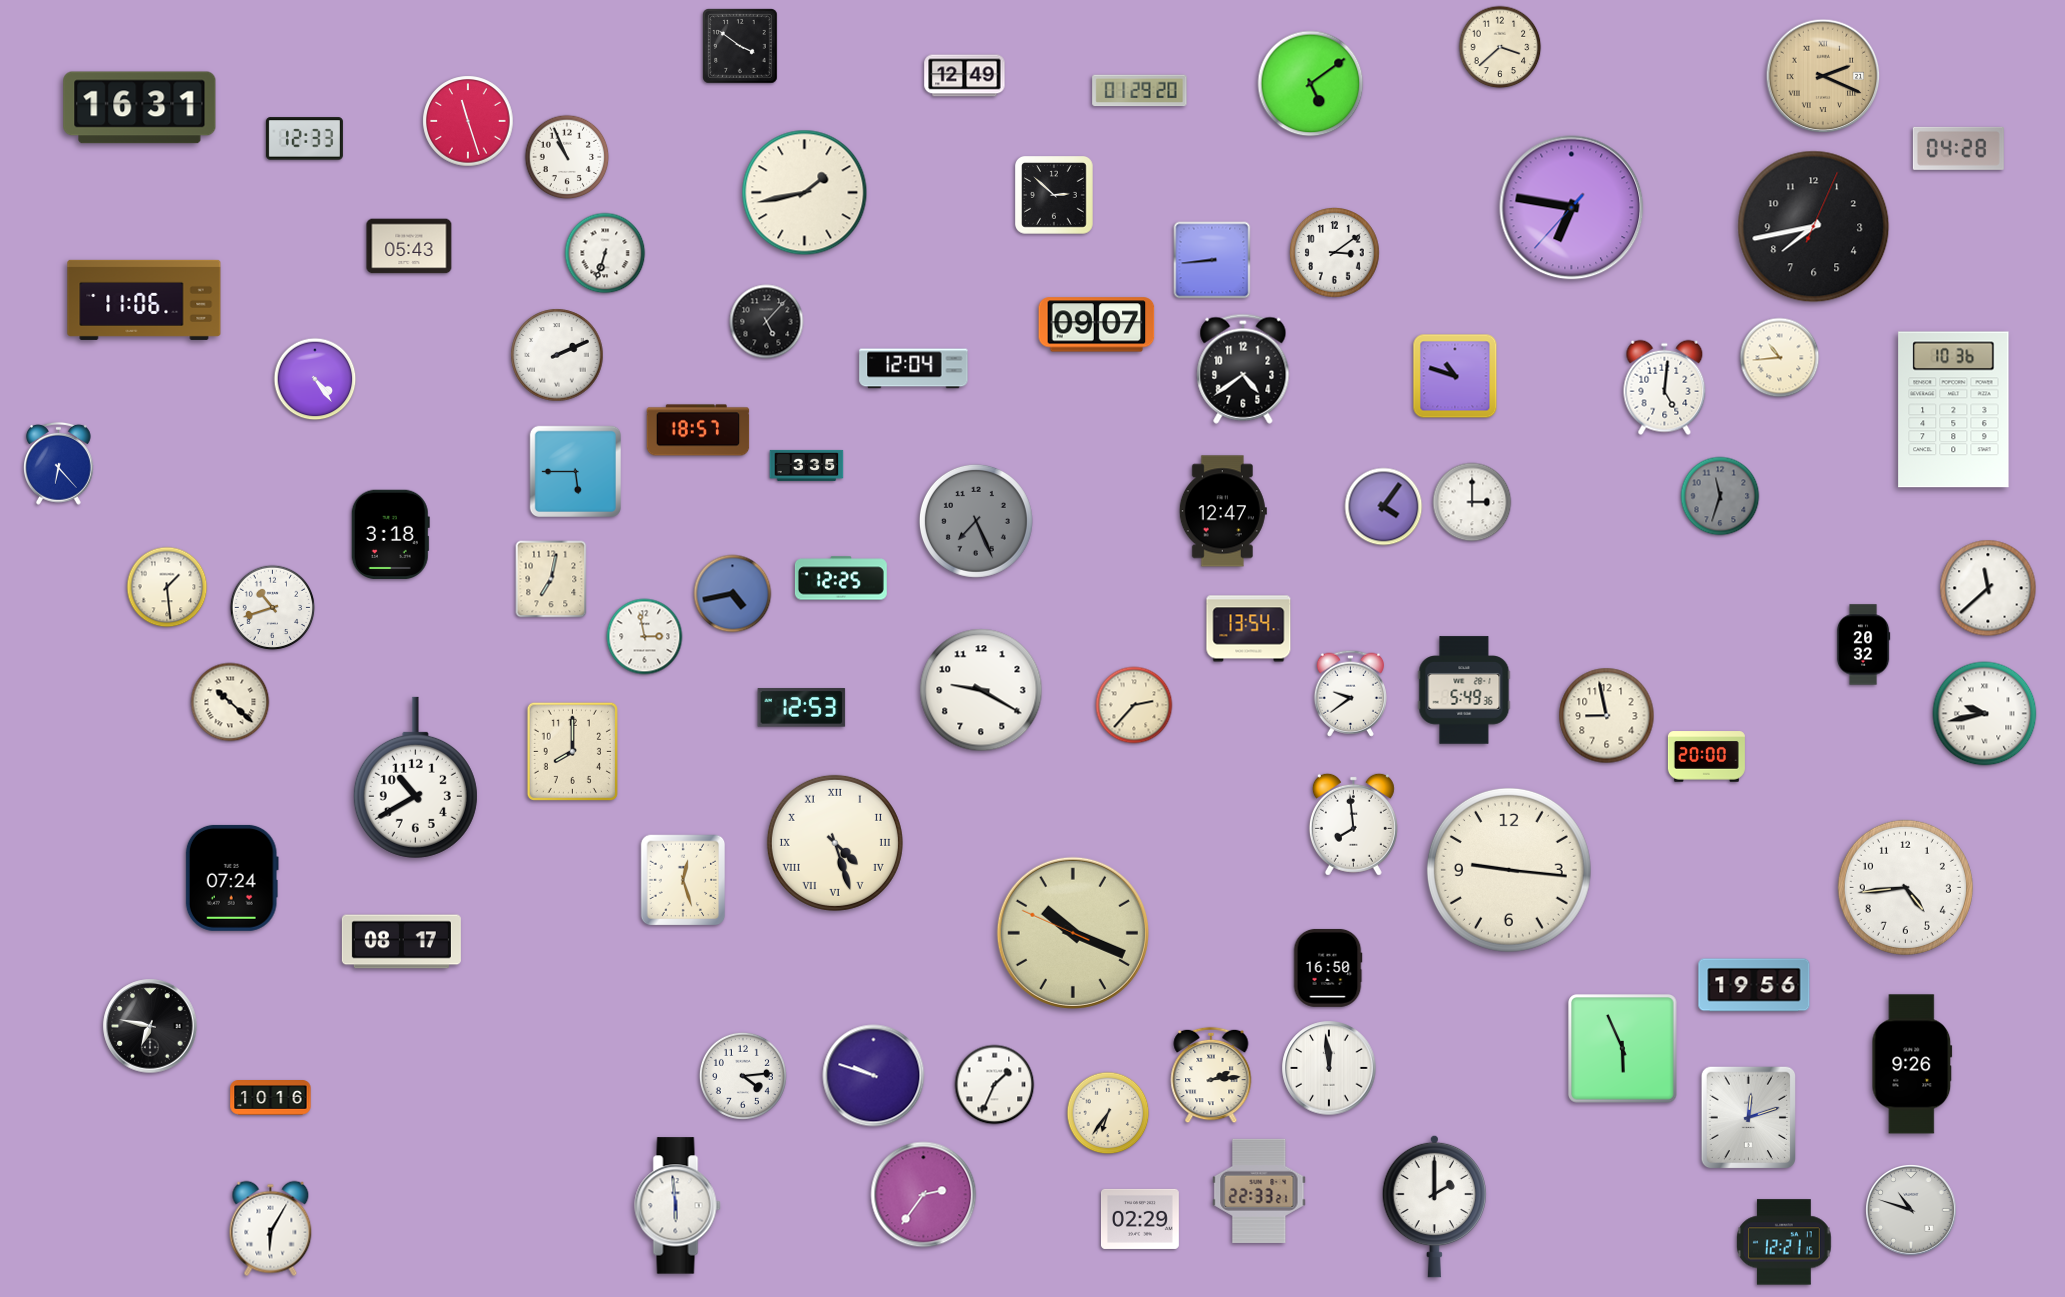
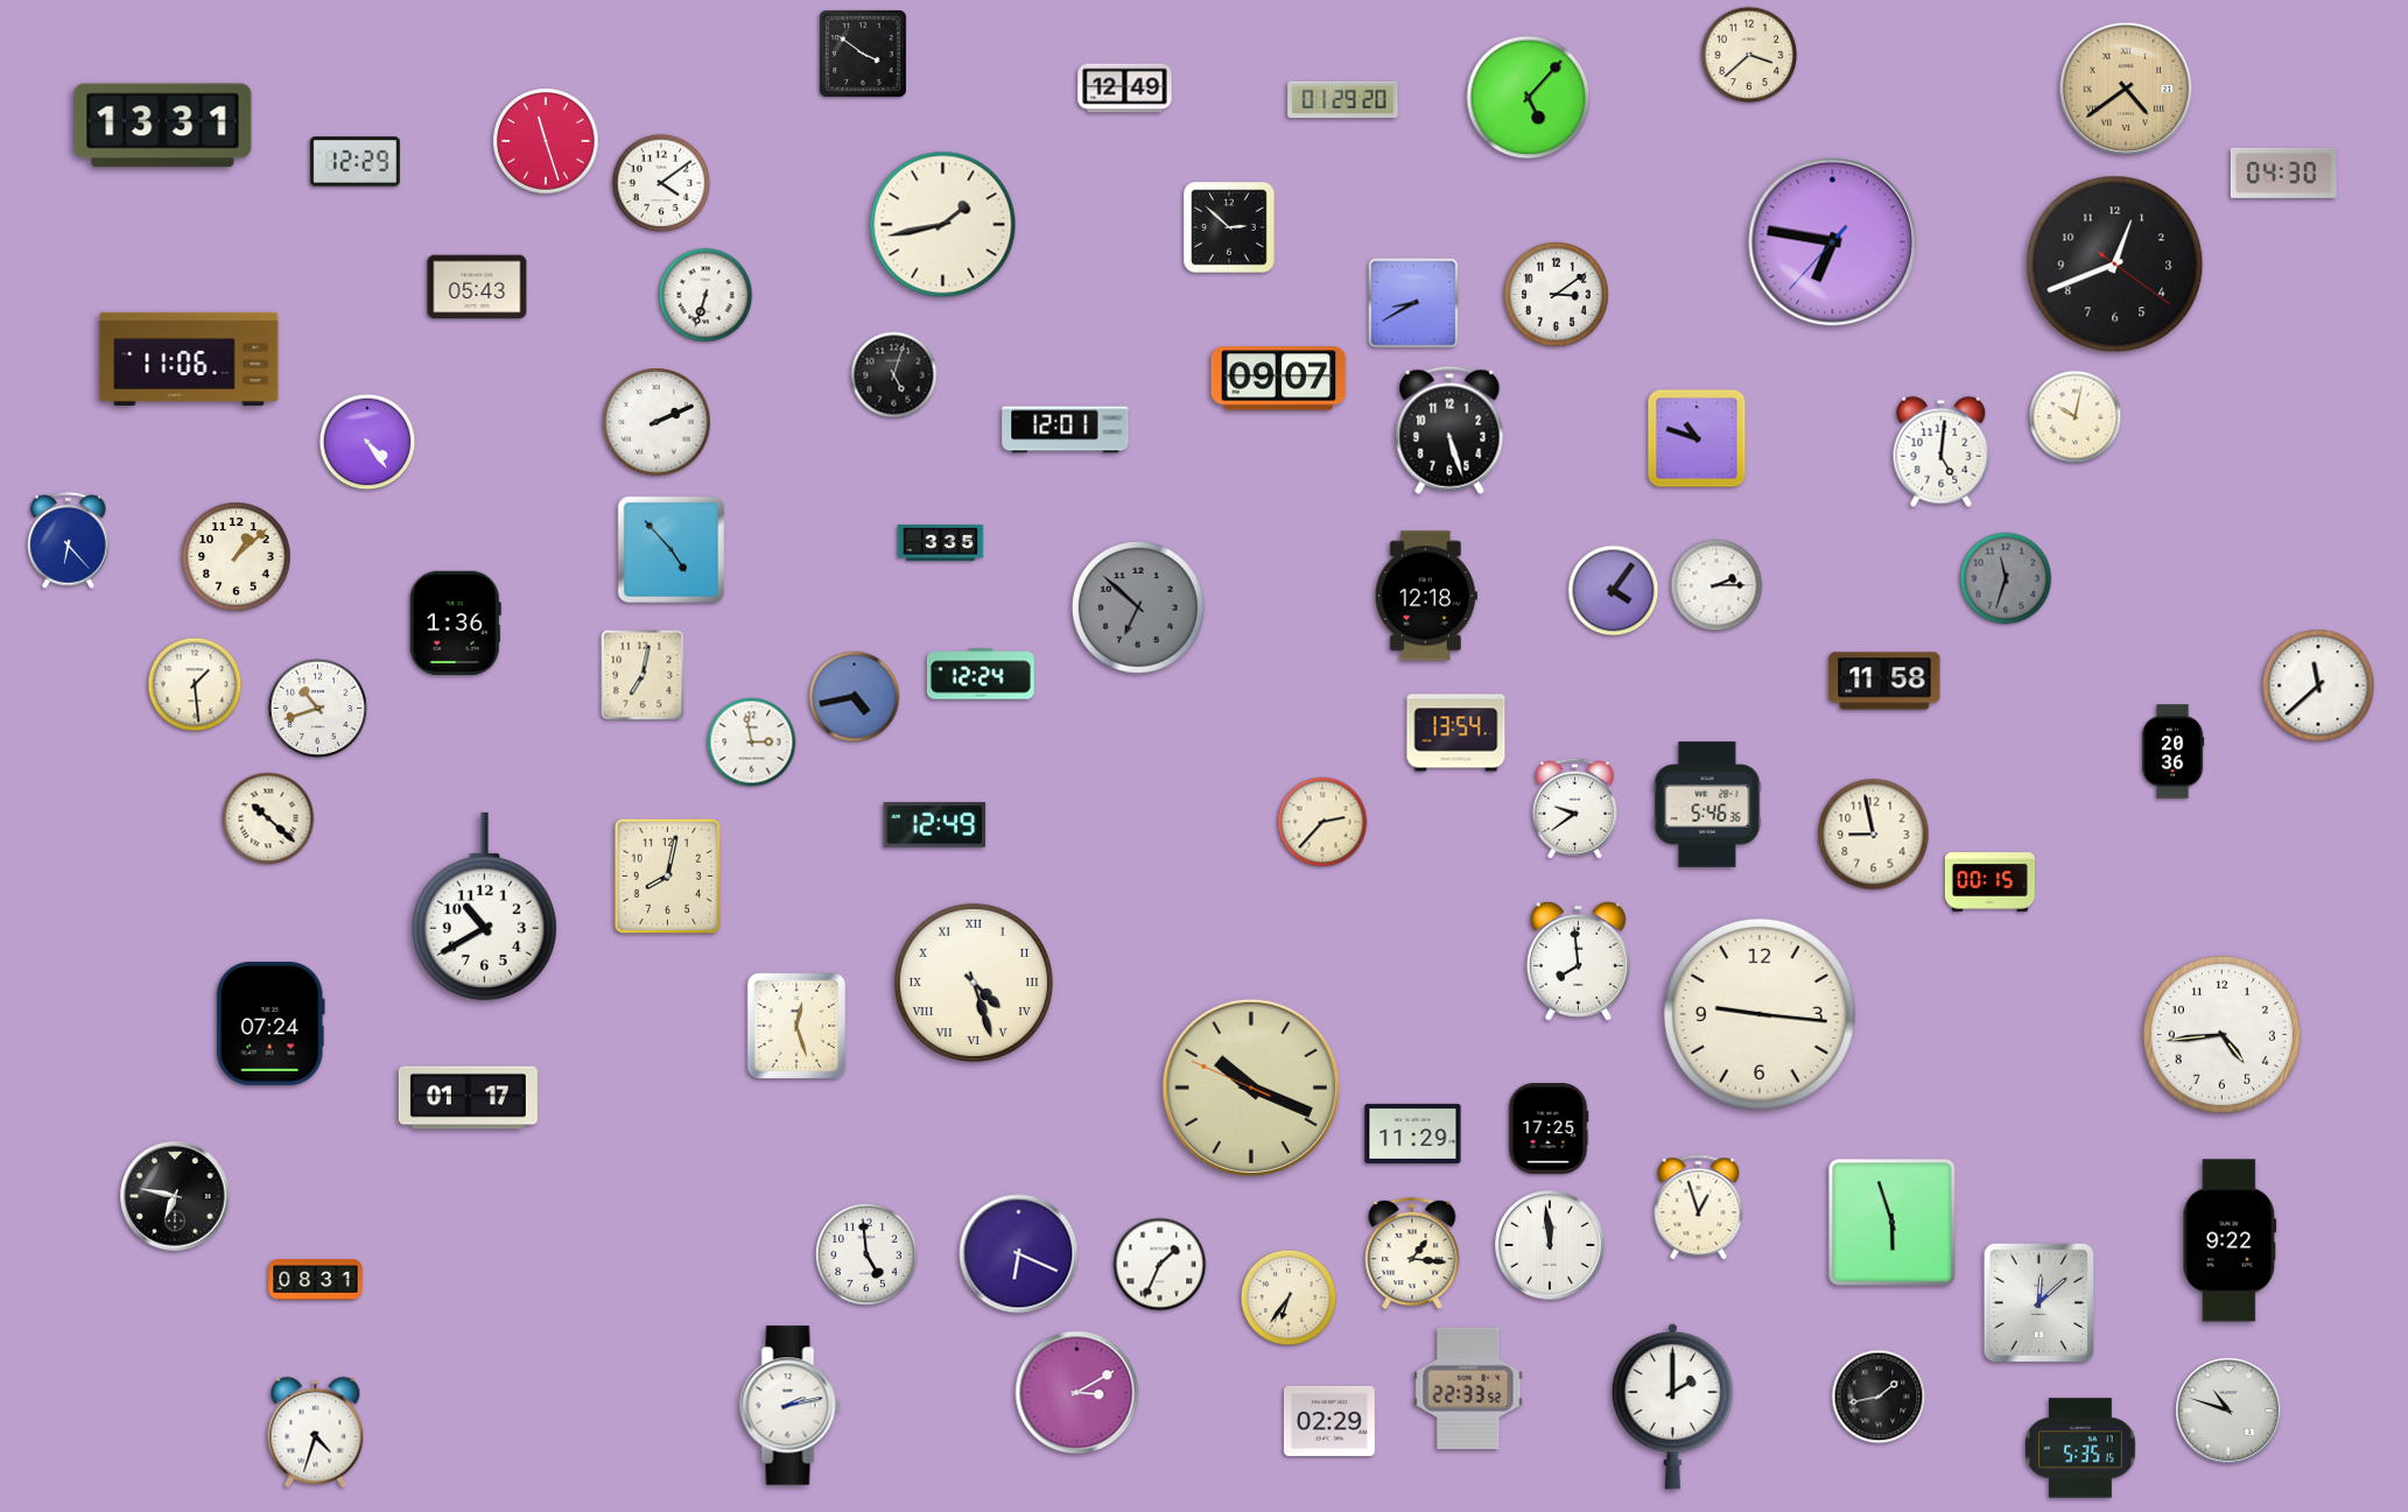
clock at (1823, 76): 2:19 -> 4:39
clock at (1311, 84): 5:09 -> 5:07
clock at (1140, 91) position: (1140, 91) -> (1343, 100)
clock at (140, 108): 16:31 -> 13:31
clock at (304, 139): 12:33 -> 12:29
clock at (1958, 148): 04:28 -> 04:30
clock at (567, 157): 10:56 -> 4:09
clock at (805, 193) position: (805, 193) -> (943, 225)
clock at (1814, 227): 7:43 -> 12:41
clock at (1212, 260): 8:44 -> 8:40
clock at (144, 300) position: (144, 300) -> (189, 359)
clock at (767, 322): 5:07 -> 5:03
clock at (557, 355) position: (557, 355) -> (657, 422)
clock at (1780, 358): 10:44 -> 10:02
clock at (914, 369): 12:04 -> 12:01
clock at (1243, 369): 4:39 -> 5:27
clock at (1954, 410): 10:36 -> none
clock at (698, 430): 18:57 -> none
clock at (575, 471): 5:45 -> 4:53
clock at (237, 557): none -> 1:08
clock at (1472, 502): 3:00 -> 2:15
clock at (1223, 511): 12:47 -> 12:18
clock at (976, 521): 7:26 -> 6:52
clock at (390, 534): 3:18 -> 1:36
clock at (841, 578): 12:25 -> 12:24
clock at (1884, 681): none -> 11:58
clock at (733, 594) position: (733, 594) -> (855, 697)
clock at (1863, 645): 20:32 -> 20:36
clock at (981, 690): 9:20 -> none
clock at (1464, 690): 5:49 -> 5:46
clock at (802, 708): 12:53 -> 12:49
clock at (1985, 714): 9:43 -> none
clock at (572, 751): 8:00 -> 8:02
clock at (1706, 757): 20:00 -> 00:15
clock at (401, 942): 08:17 -> 01:17
clock at (1328, 968): 16:50 -> 17:25
clock at (1413, 1133): none -> 11:29
clock at (1754, 985): 19:56 -> none
clock at (1699, 1208): none -> 12:57
clock at (1623, 1049): 5:56 -> 5:57
clock at (1912, 1064): 9:26 -> 9:22
clock at (1211, 1075): 2:14 -> 1:16
clock at (743, 1076): 4:14 -> 4:59
clock at (874, 1076): 9:48 -> 6:19
clock at (271, 1098): 10:16 -> 08:31
clock at (1108, 1113) position: (1108, 1113) -> (1289, 1297)
clock at (1749, 1118): 12:12 -> 12:08
clock at (1259, 1191): 22:33:21 -> 22:33:52
clock at (924, 1195): 2:36 -> 3:10
clock at (1879, 1397): none -> 1:43
clock at (678, 1206): 5:59 -> 2:13
clock at (271, 1229): 6:05 -> 4:33
clock at (1785, 1242): 12:21 -> 5:35
